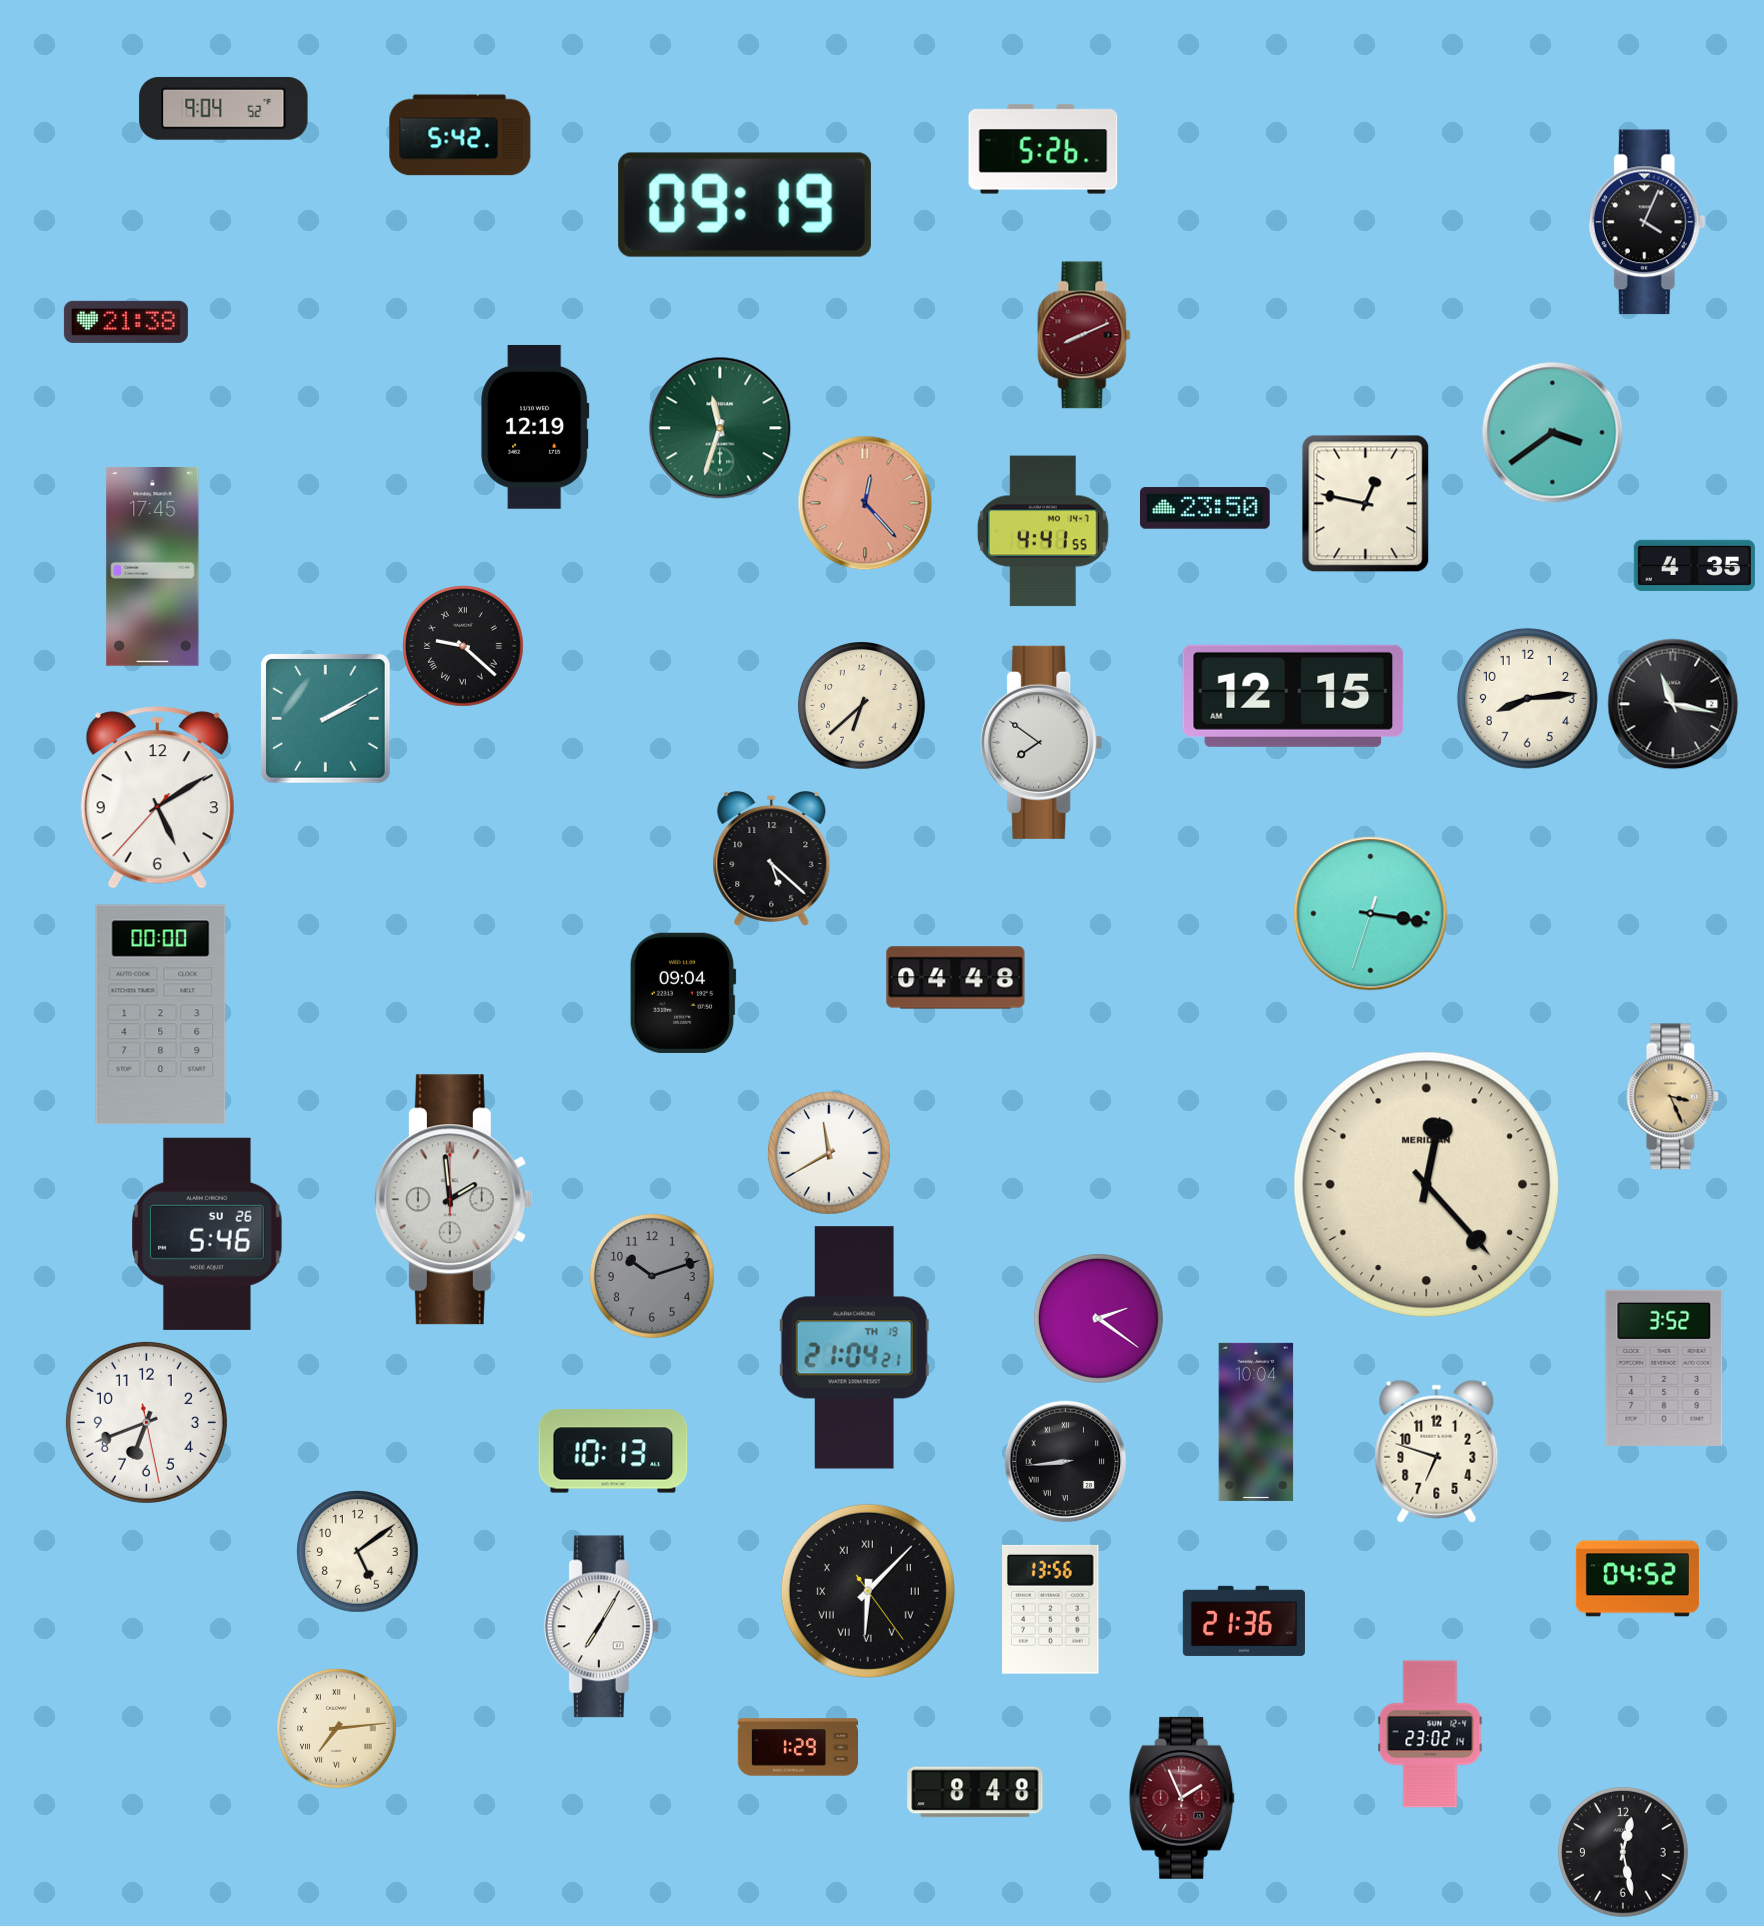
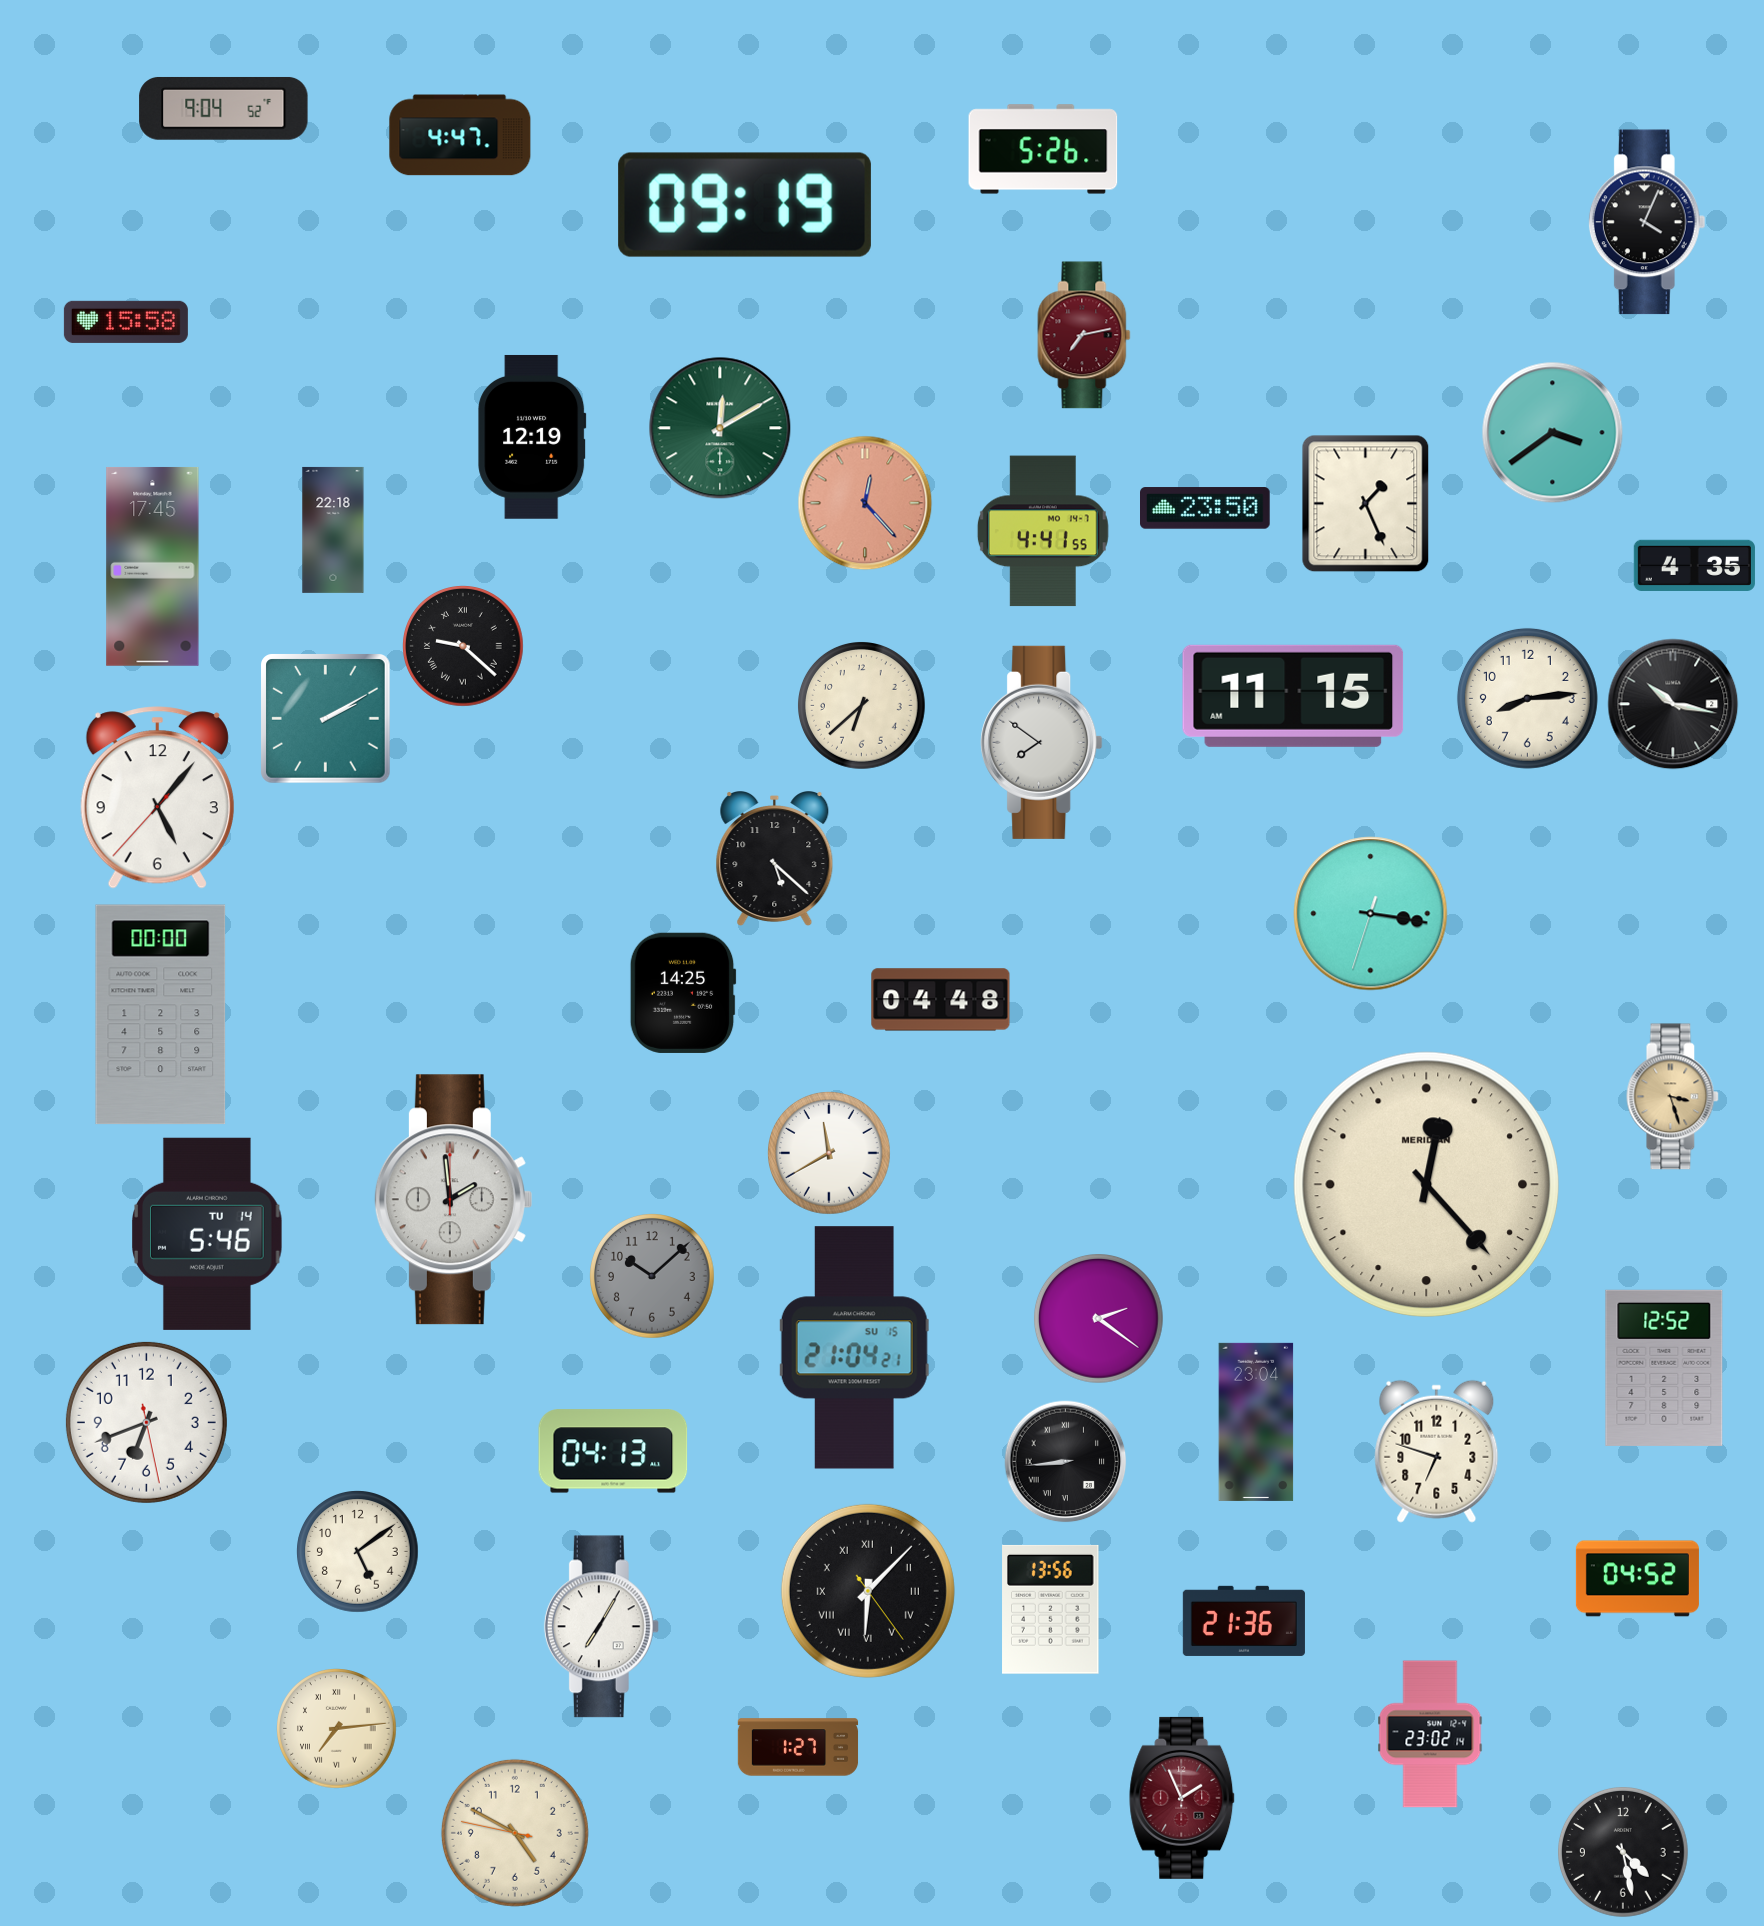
clock at (460, 135): 5:42 -> 4:47
clock at (126, 322): 21:38 -> 15:58
clock at (1084, 335): 8:11 -> 7:13
clock at (535, 427) position: (535, 427) -> (532, 437)
clock at (720, 428): 11:33 -> 12:10
clock at (1366, 504): 12:47 -> 1:26
clock at (333, 530): none -> 22:18
clock at (1293, 696): 12:15 -> 11:15
clock at (1673, 704): 11:17 -> 10:17
clock at (157, 798): 5:09 -> 5:06
clock at (772, 859) position: (772, 859) -> (775, 859)
clock at (956, 978) position: (956, 978) -> (941, 1000)
clock at (683, 993): 09:04 -> 14:25
clock at (1673, 1097): 3:26 -> 3:27
clock at (207, 1234) date: SU 26 -> TU 14
clock at (653, 1277): 10:12 -> 10:08
clock at (854, 1348) date: TH 19 -> SU 15
clock at (1664, 1368): 3:52 -> 12:52
clock at (1256, 1422): 10:04 -> 23:04
clock at (613, 1451): 10:13 -> 04:13
clock at (798, 1747): 1:29 -> 1:27
clock at (975, 1792): 8:48 -> none
clock at (515, 1833): none -> 4:49
clock at (1624, 1853): 12:28 -> 4:28
